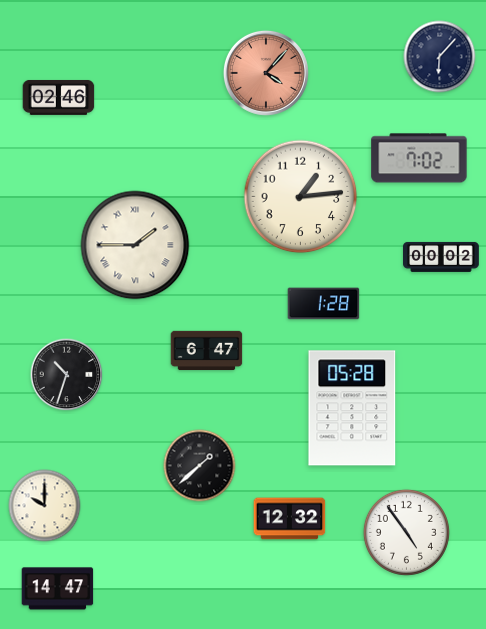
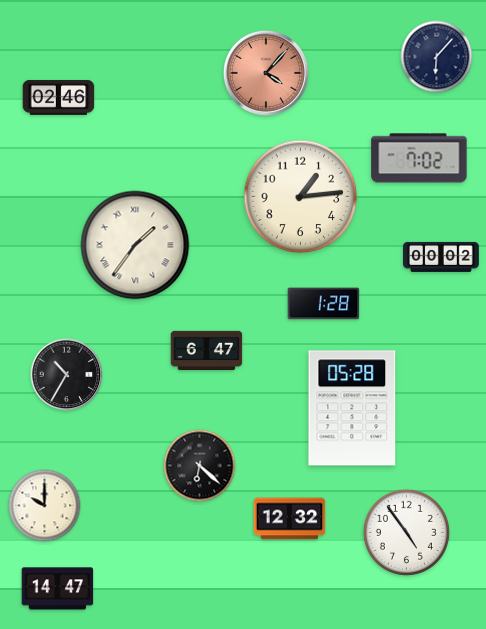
clock at (440, 57) position: (440, 57) -> (437, 57)
clock at (135, 245): 1:45 -> 1:36
clock at (67, 375): 10:33 -> 10:35
clock at (200, 466): 1:38 -> 6:22
